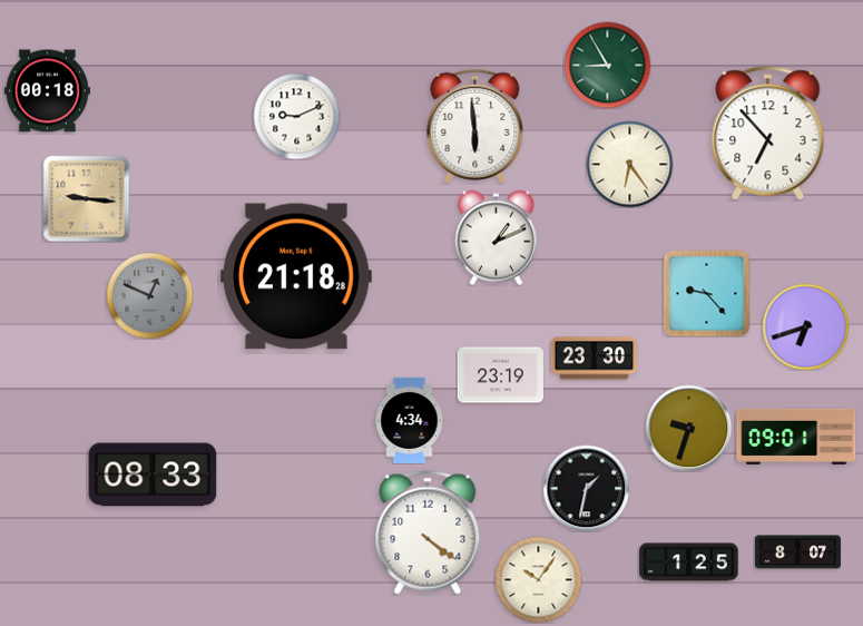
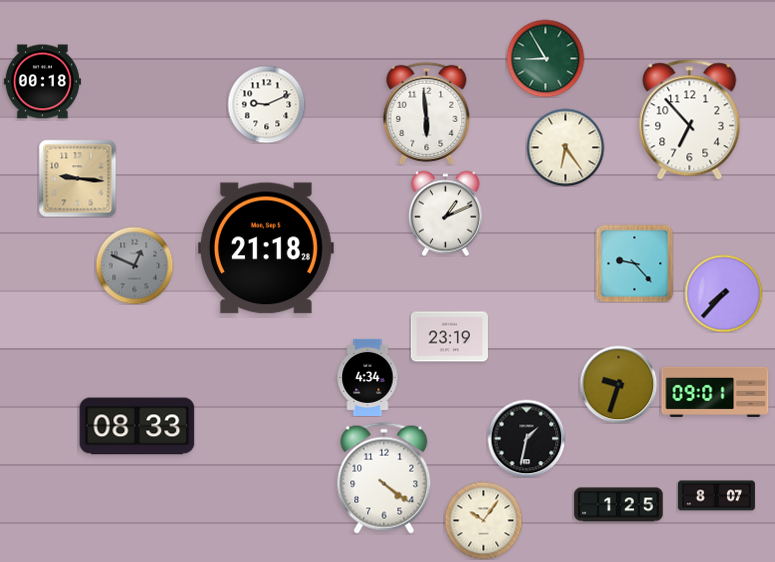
clock at (805, 326): 6:42 -> 7:37
clock at (594, 359): 23:30 -> none
